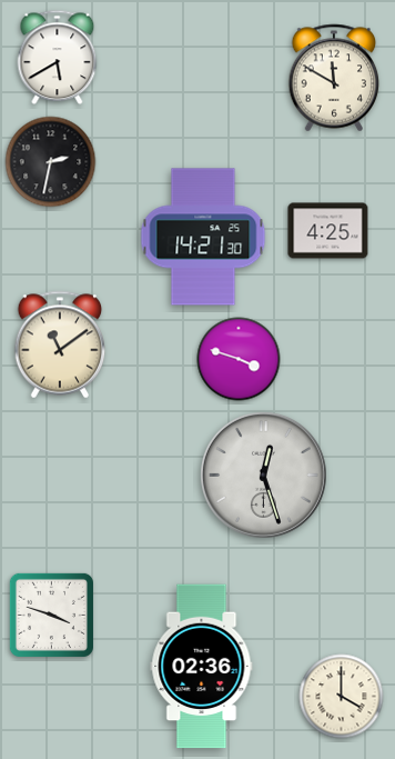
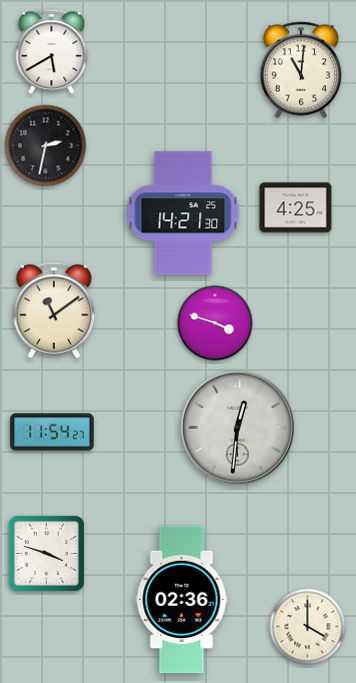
clock at (334, 78): 11:50 -> 11:01
clock at (263, 475): 12:27 -> 12:31
clock at (52, 432): none -> 11:54
